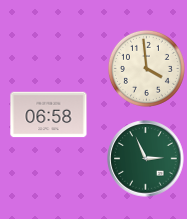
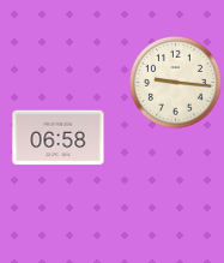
clock at (146, 68): 3:59 -> 9:16
clock at (146, 159): 2:56 -> none
